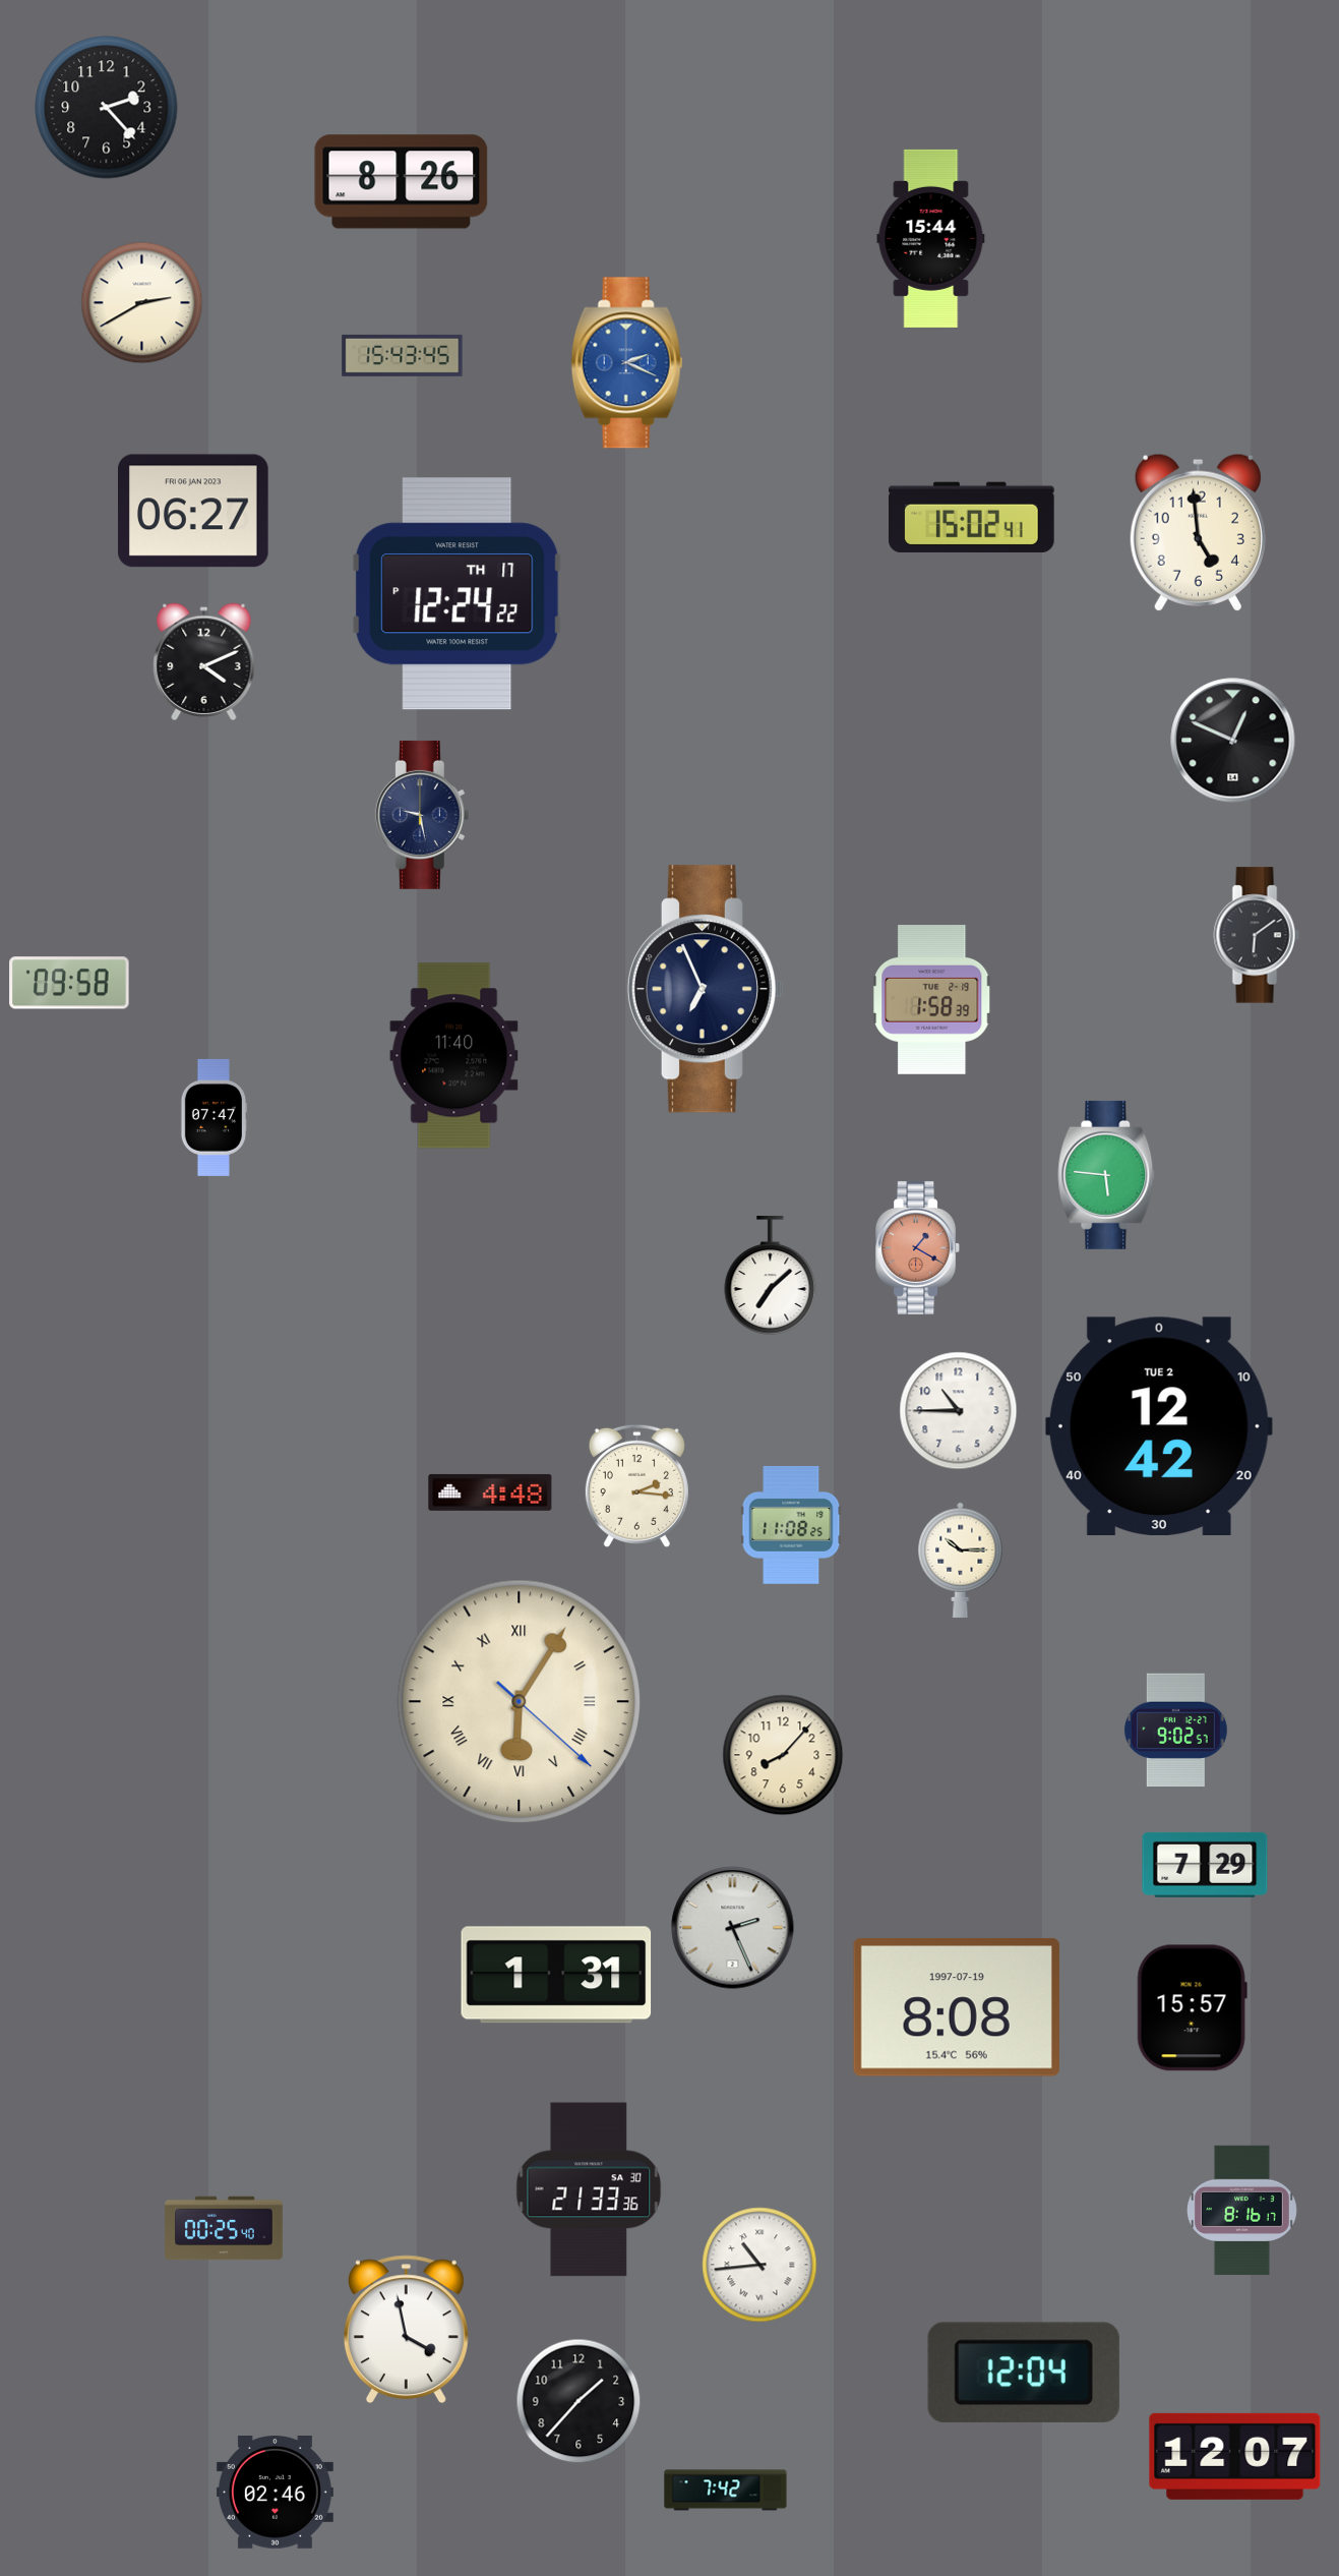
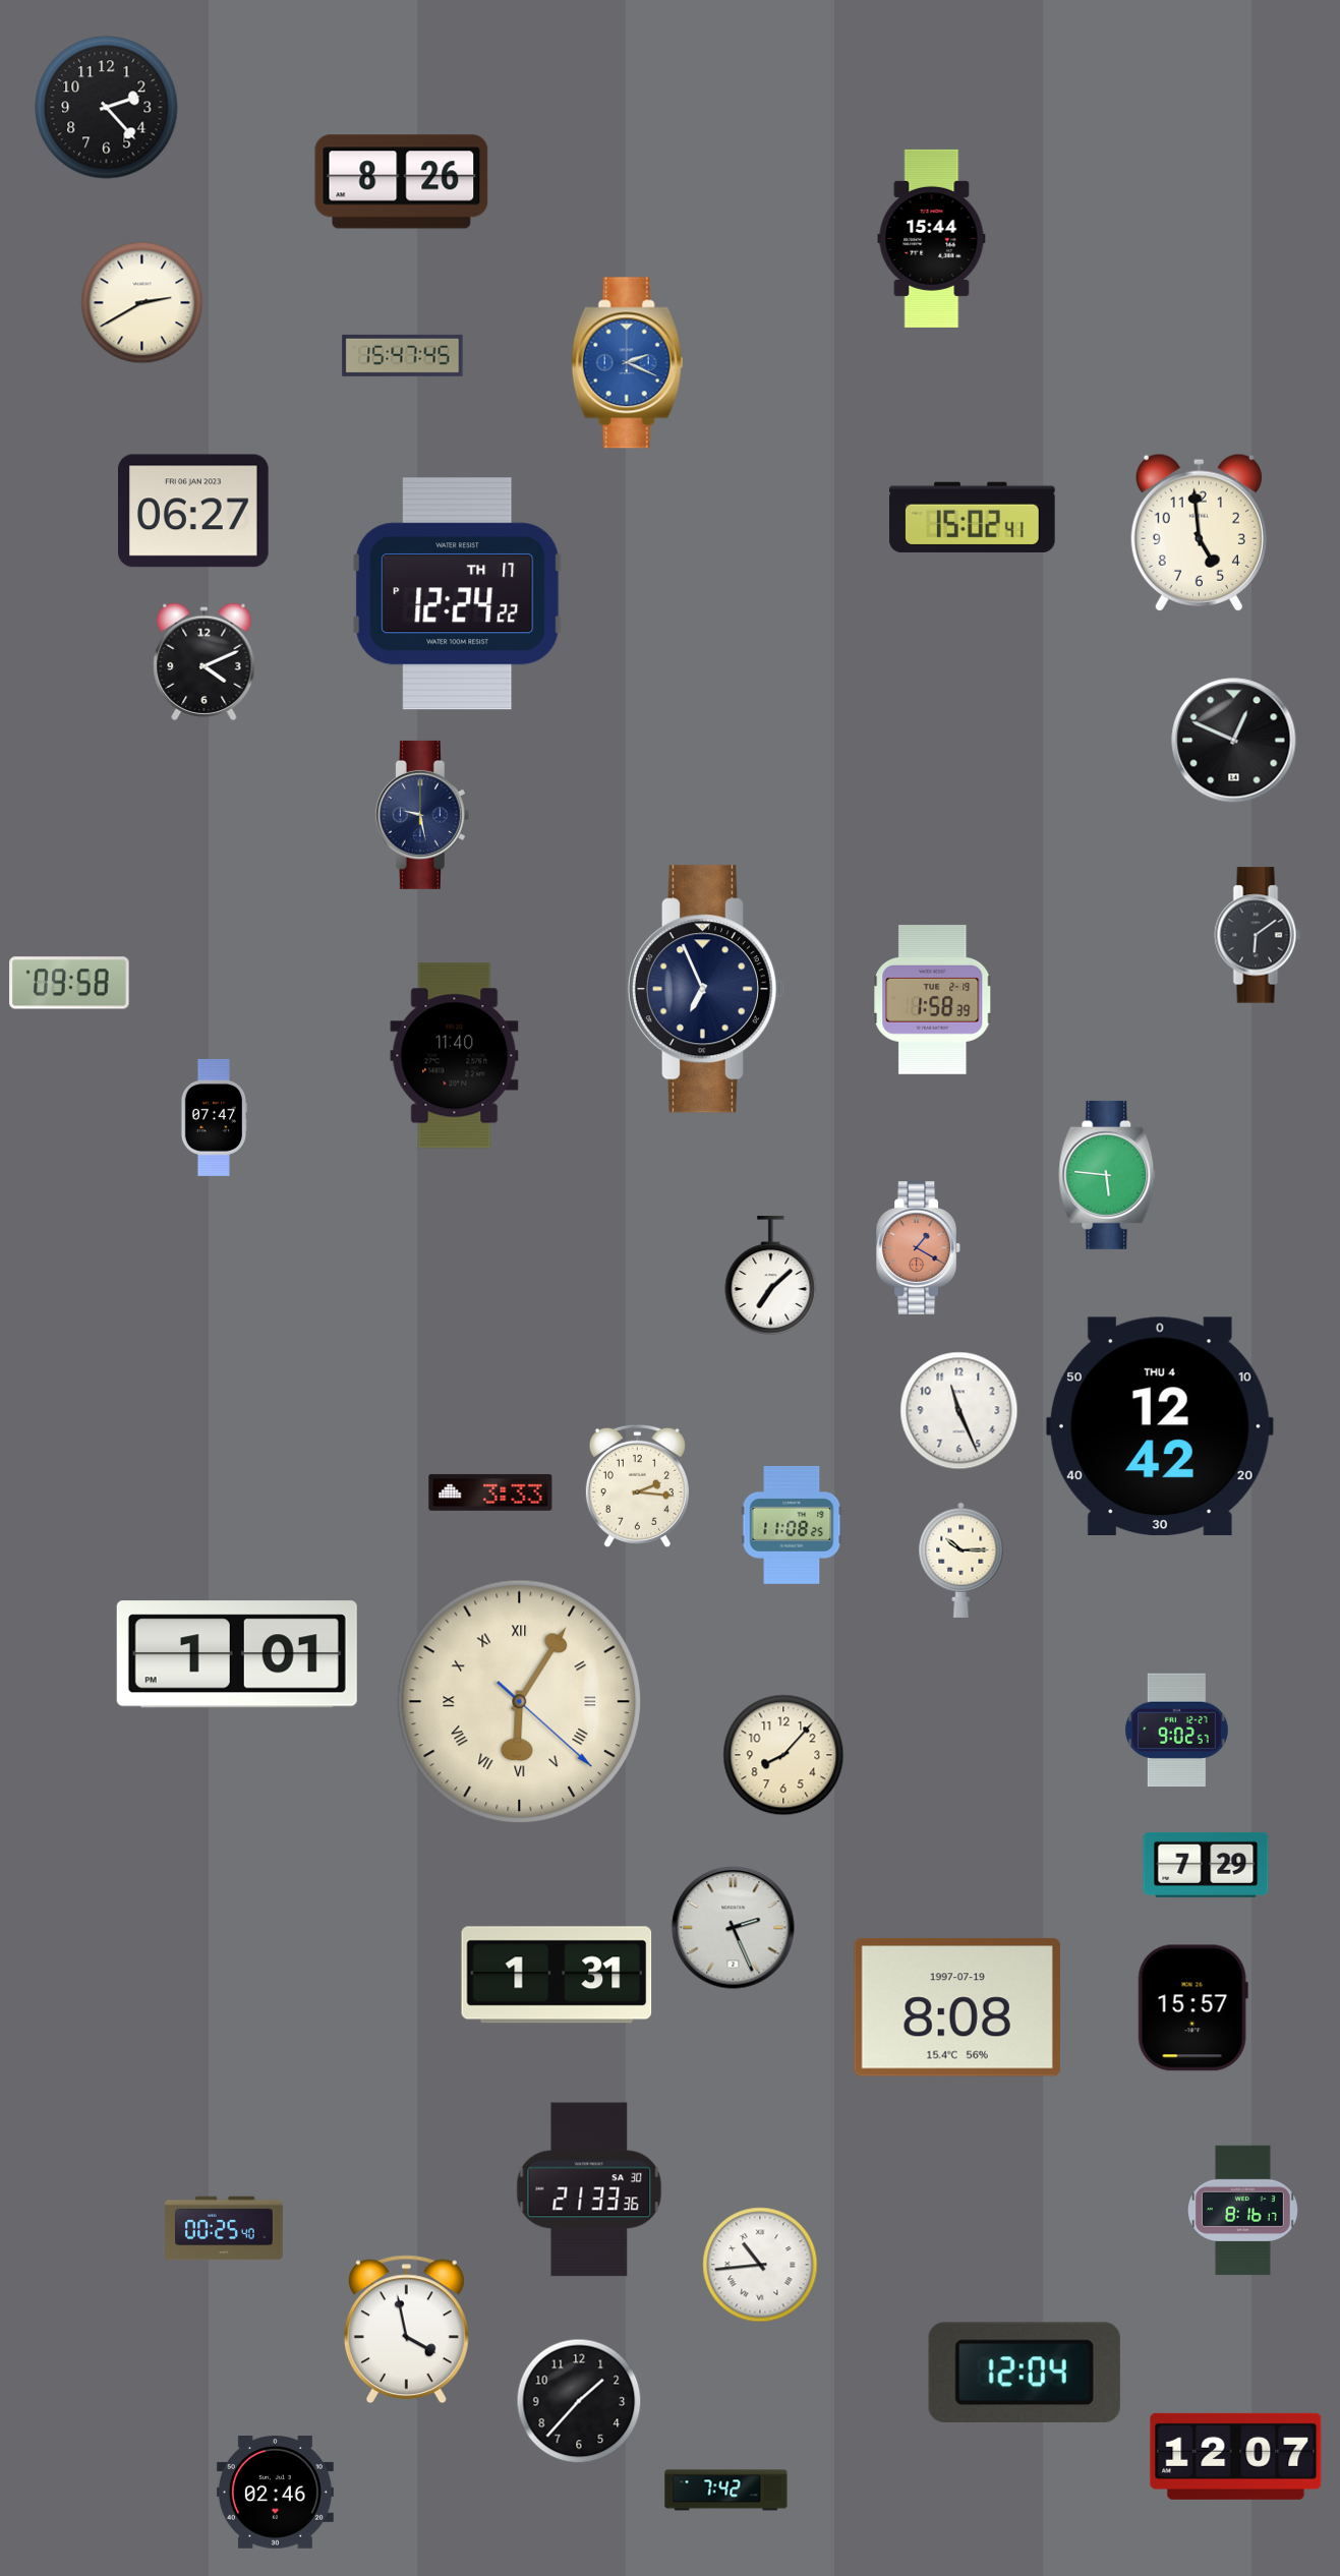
clock at (403, 355): 15:43 -> 15:47
clock at (959, 1411): 10:45 -> 11:26
clock at (1159, 1425) date: TUE 2 -> THU 4
clock at (490, 1492): 4:48 -> 3:33
clock at (237, 1654): none -> 1:01
